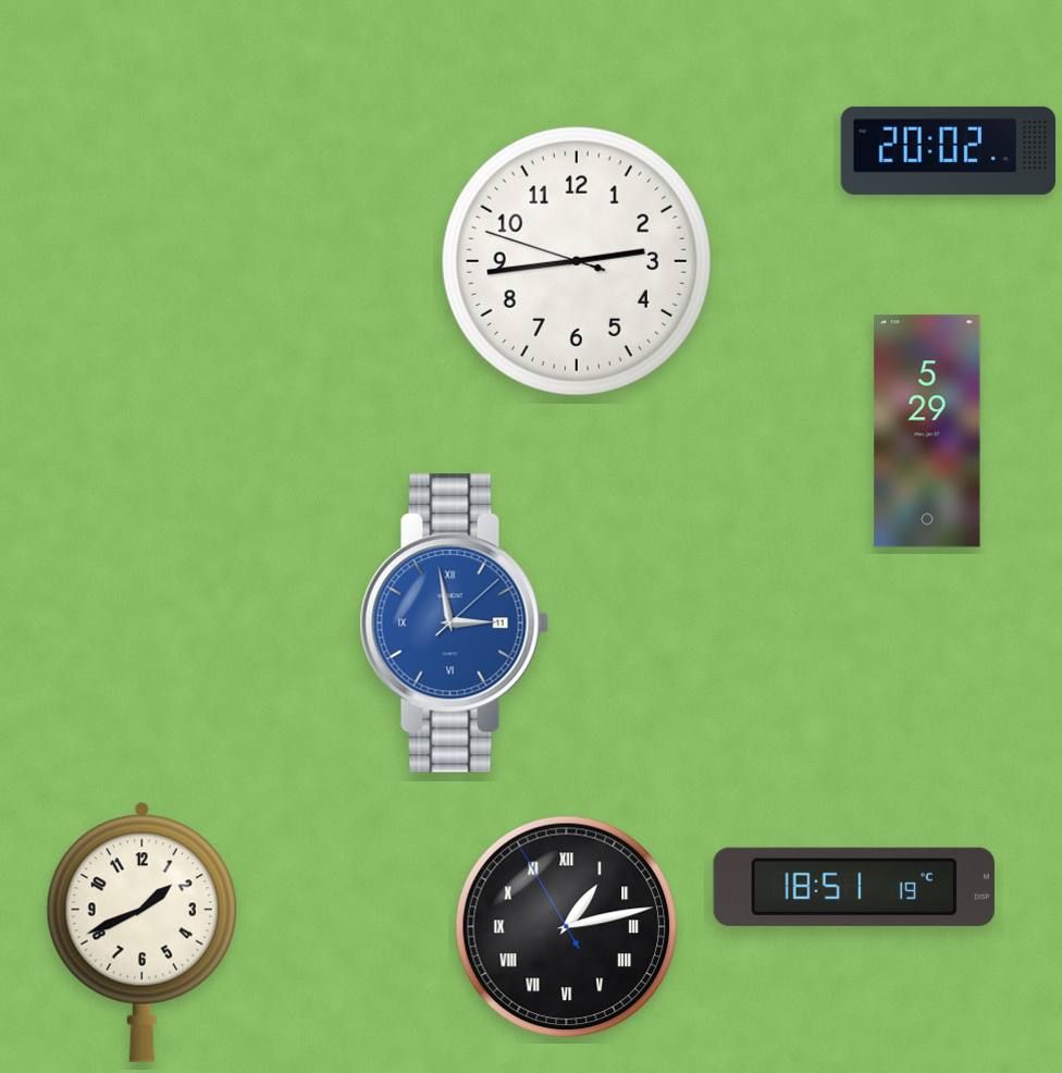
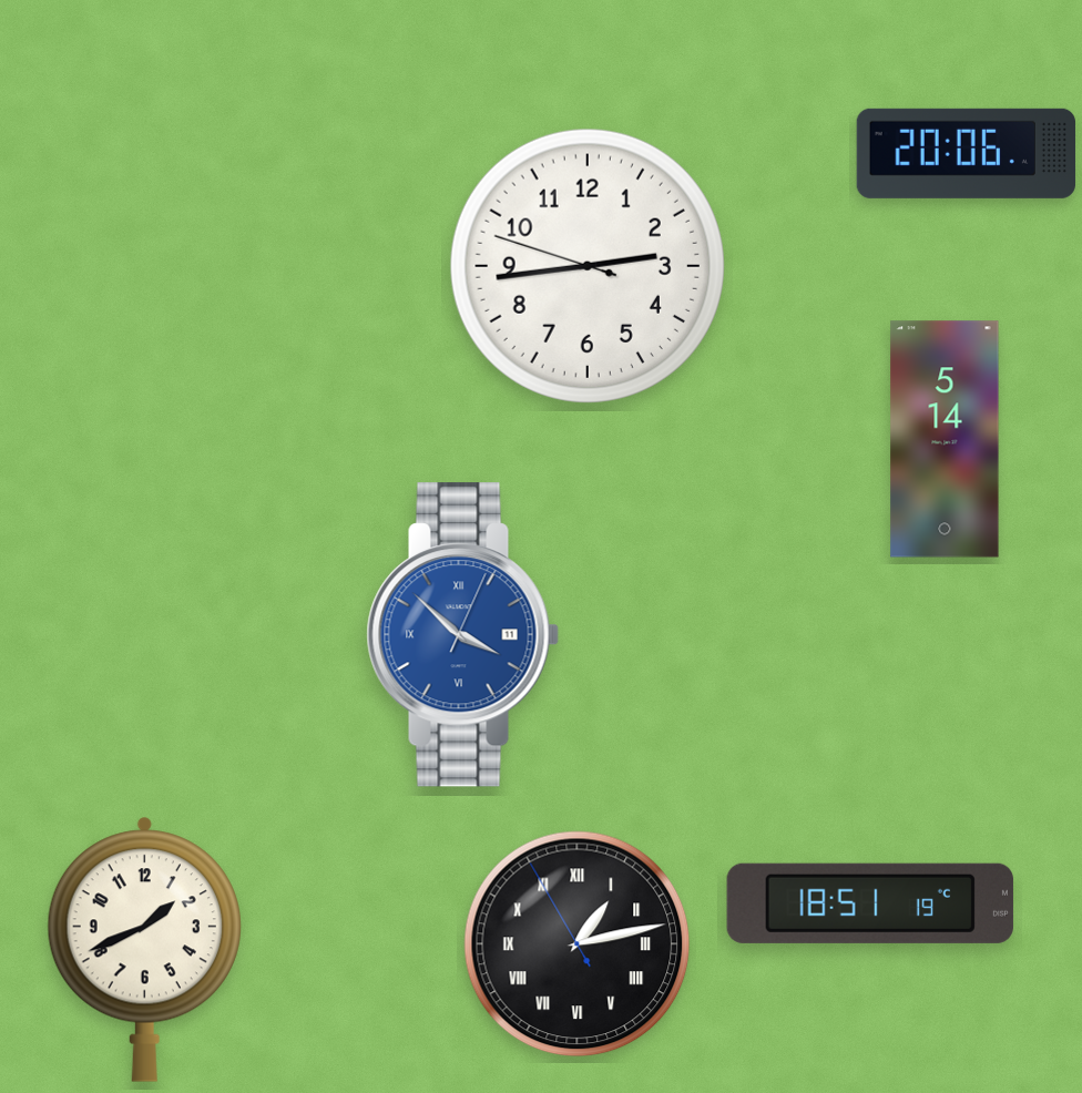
clock at (948, 150): 20:02 -> 20:06
clock at (927, 431): 5:29 -> 5:14
clock at (454, 624): 2:58 -> 3:52
